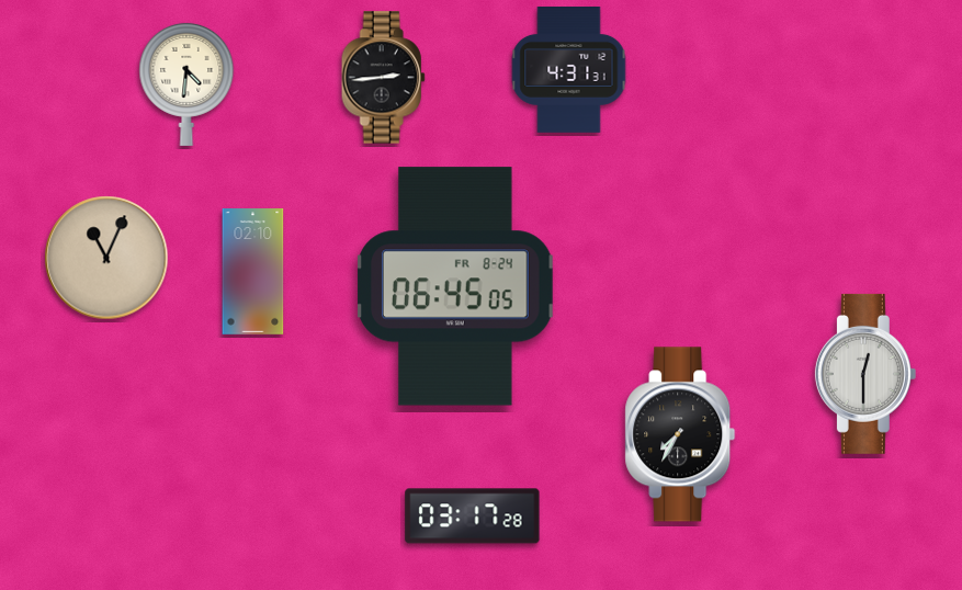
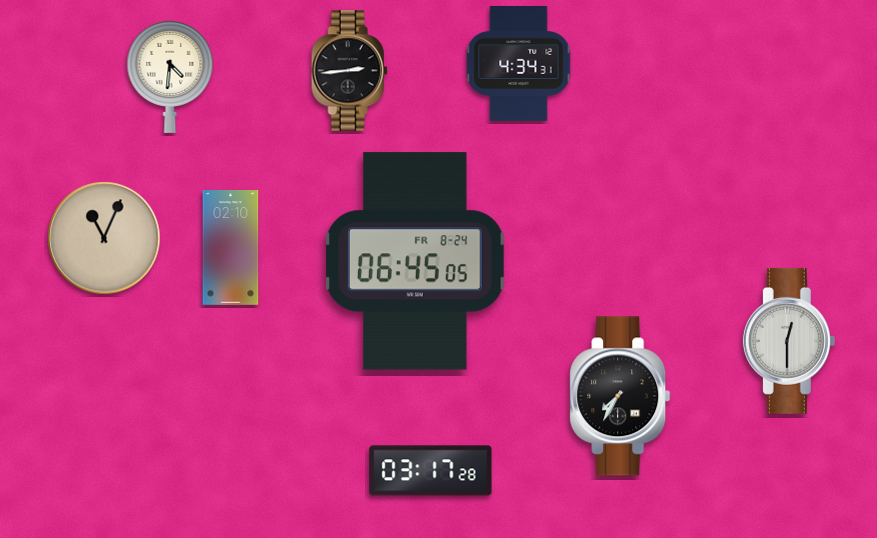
clock at (569, 70): 4:31 -> 4:34
clock at (106, 258) position: (106, 258) -> (104, 238)
